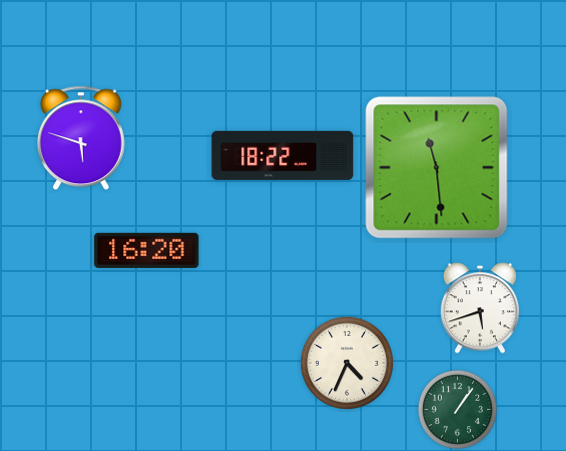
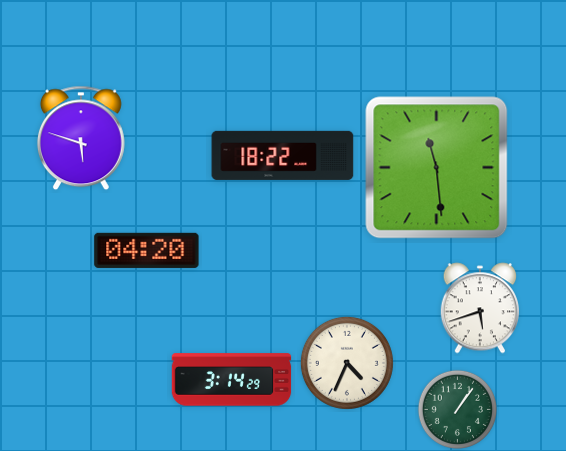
clock at (147, 250): 16:20 -> 04:20
clock at (232, 380): none -> 3:14
